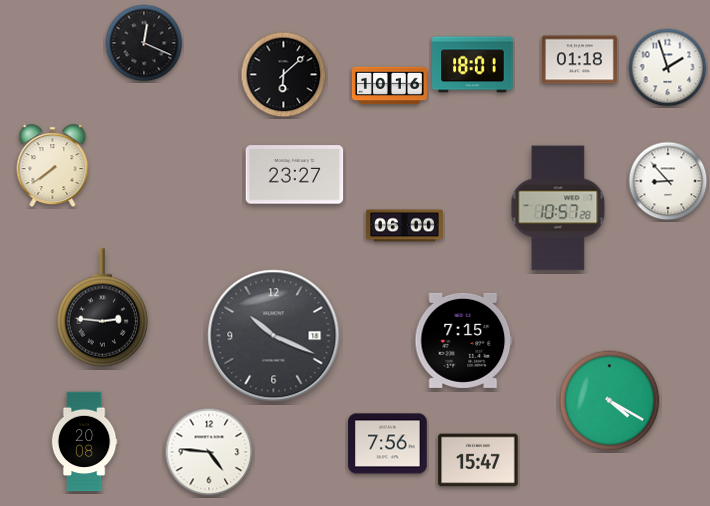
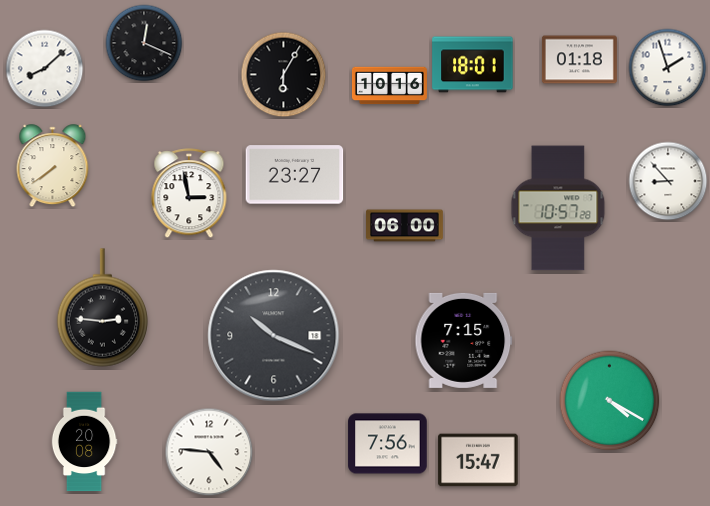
clock at (45, 69): none -> 8:08
clock at (284, 75): 6:08 -> 6:05
clock at (189, 194): none -> 2:58
